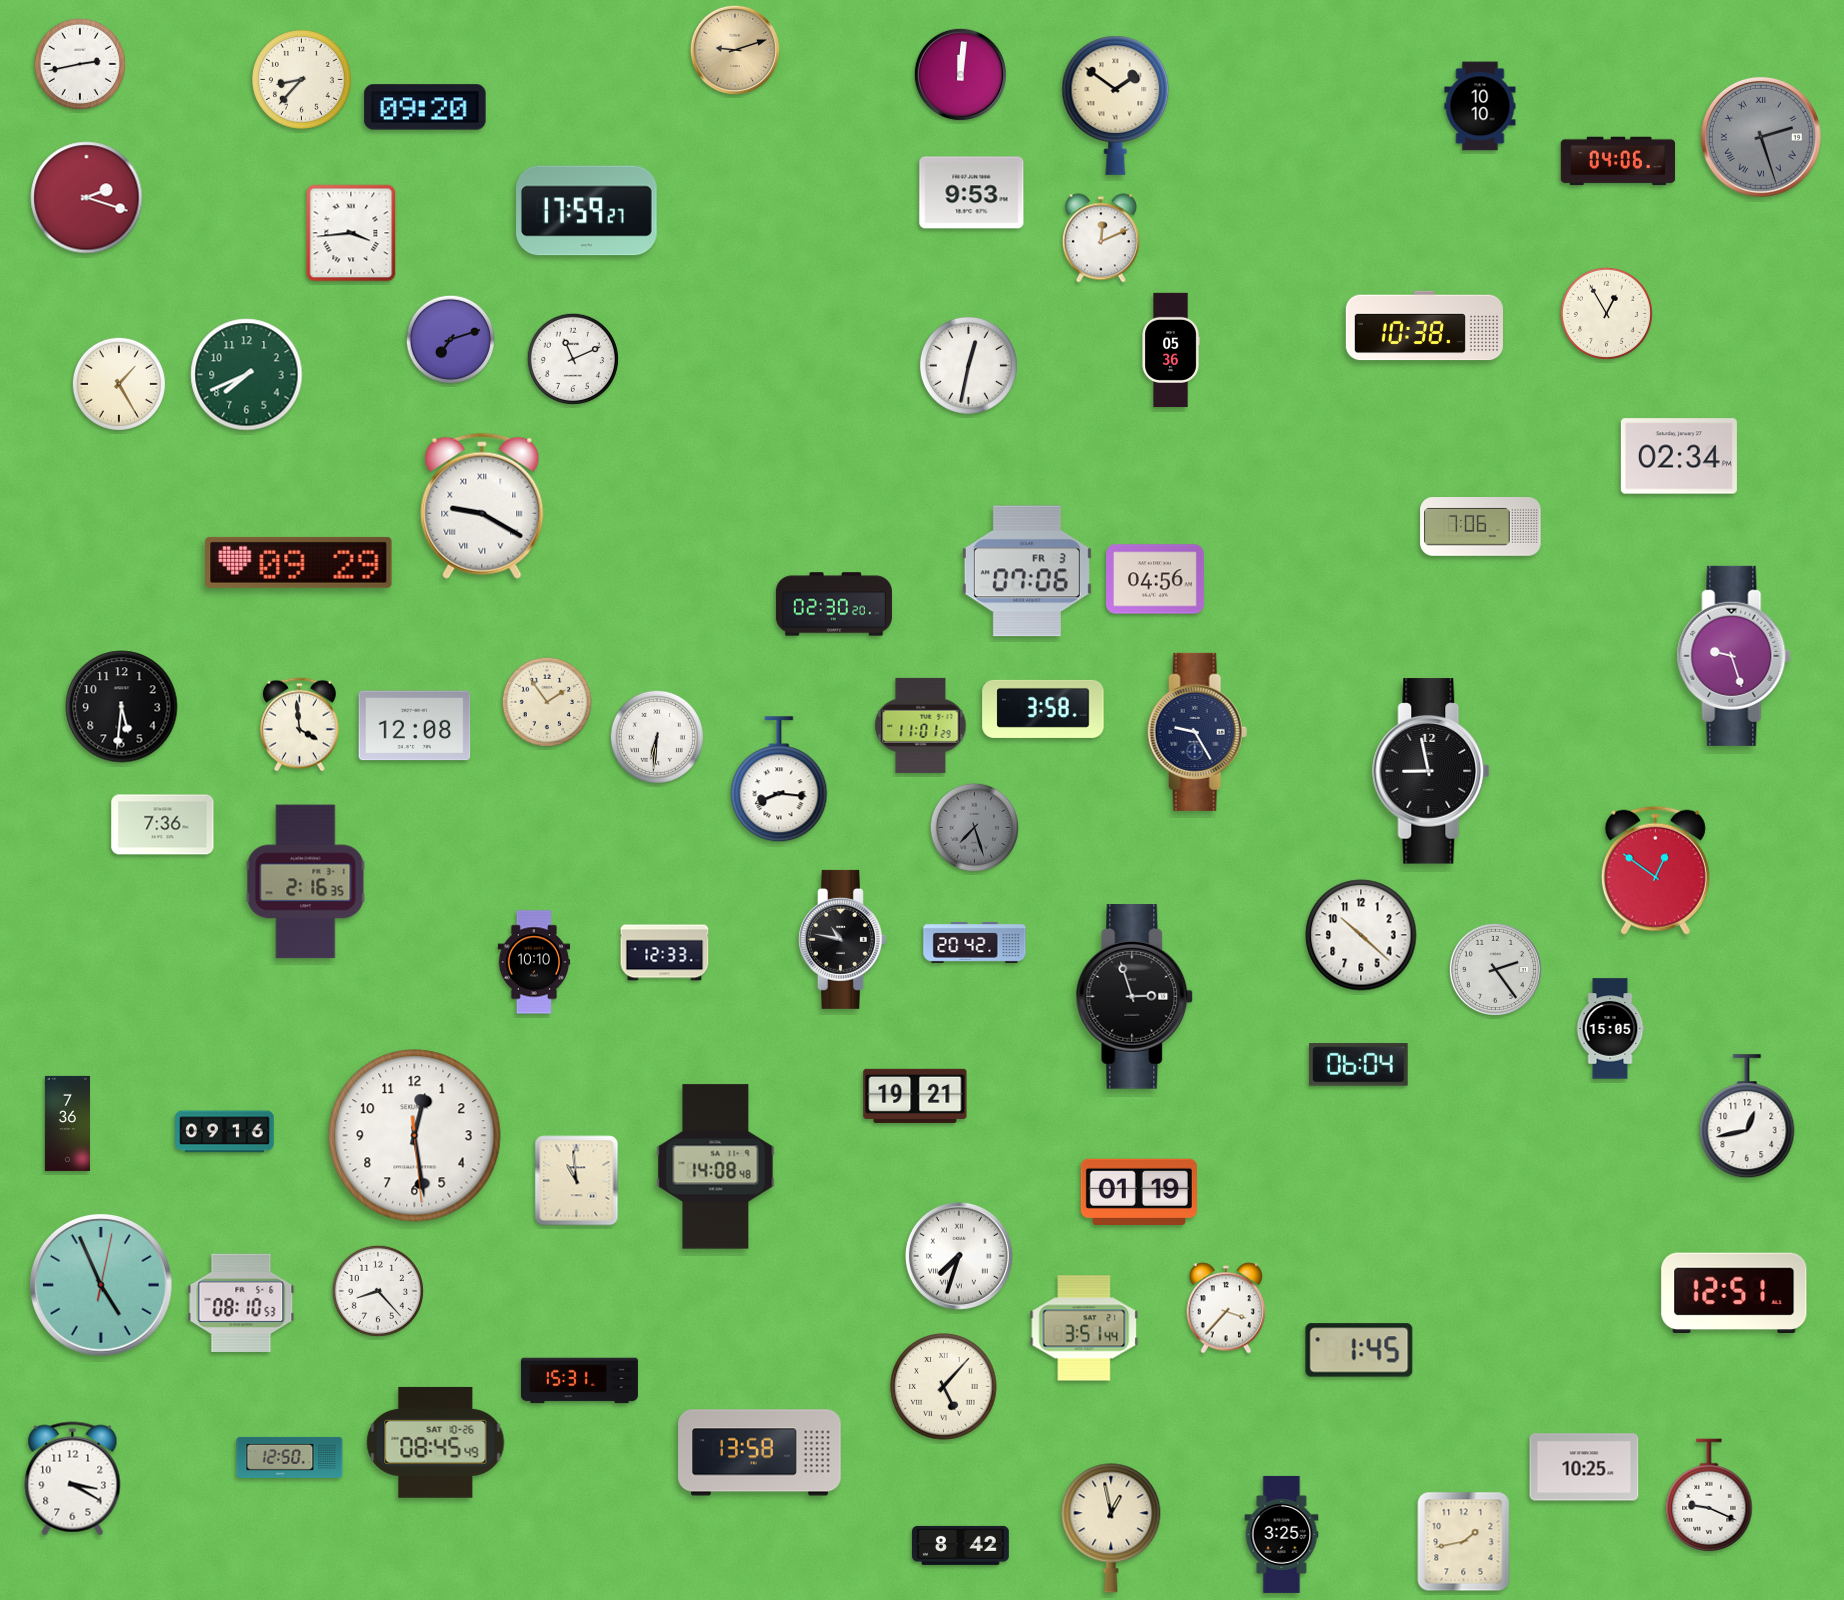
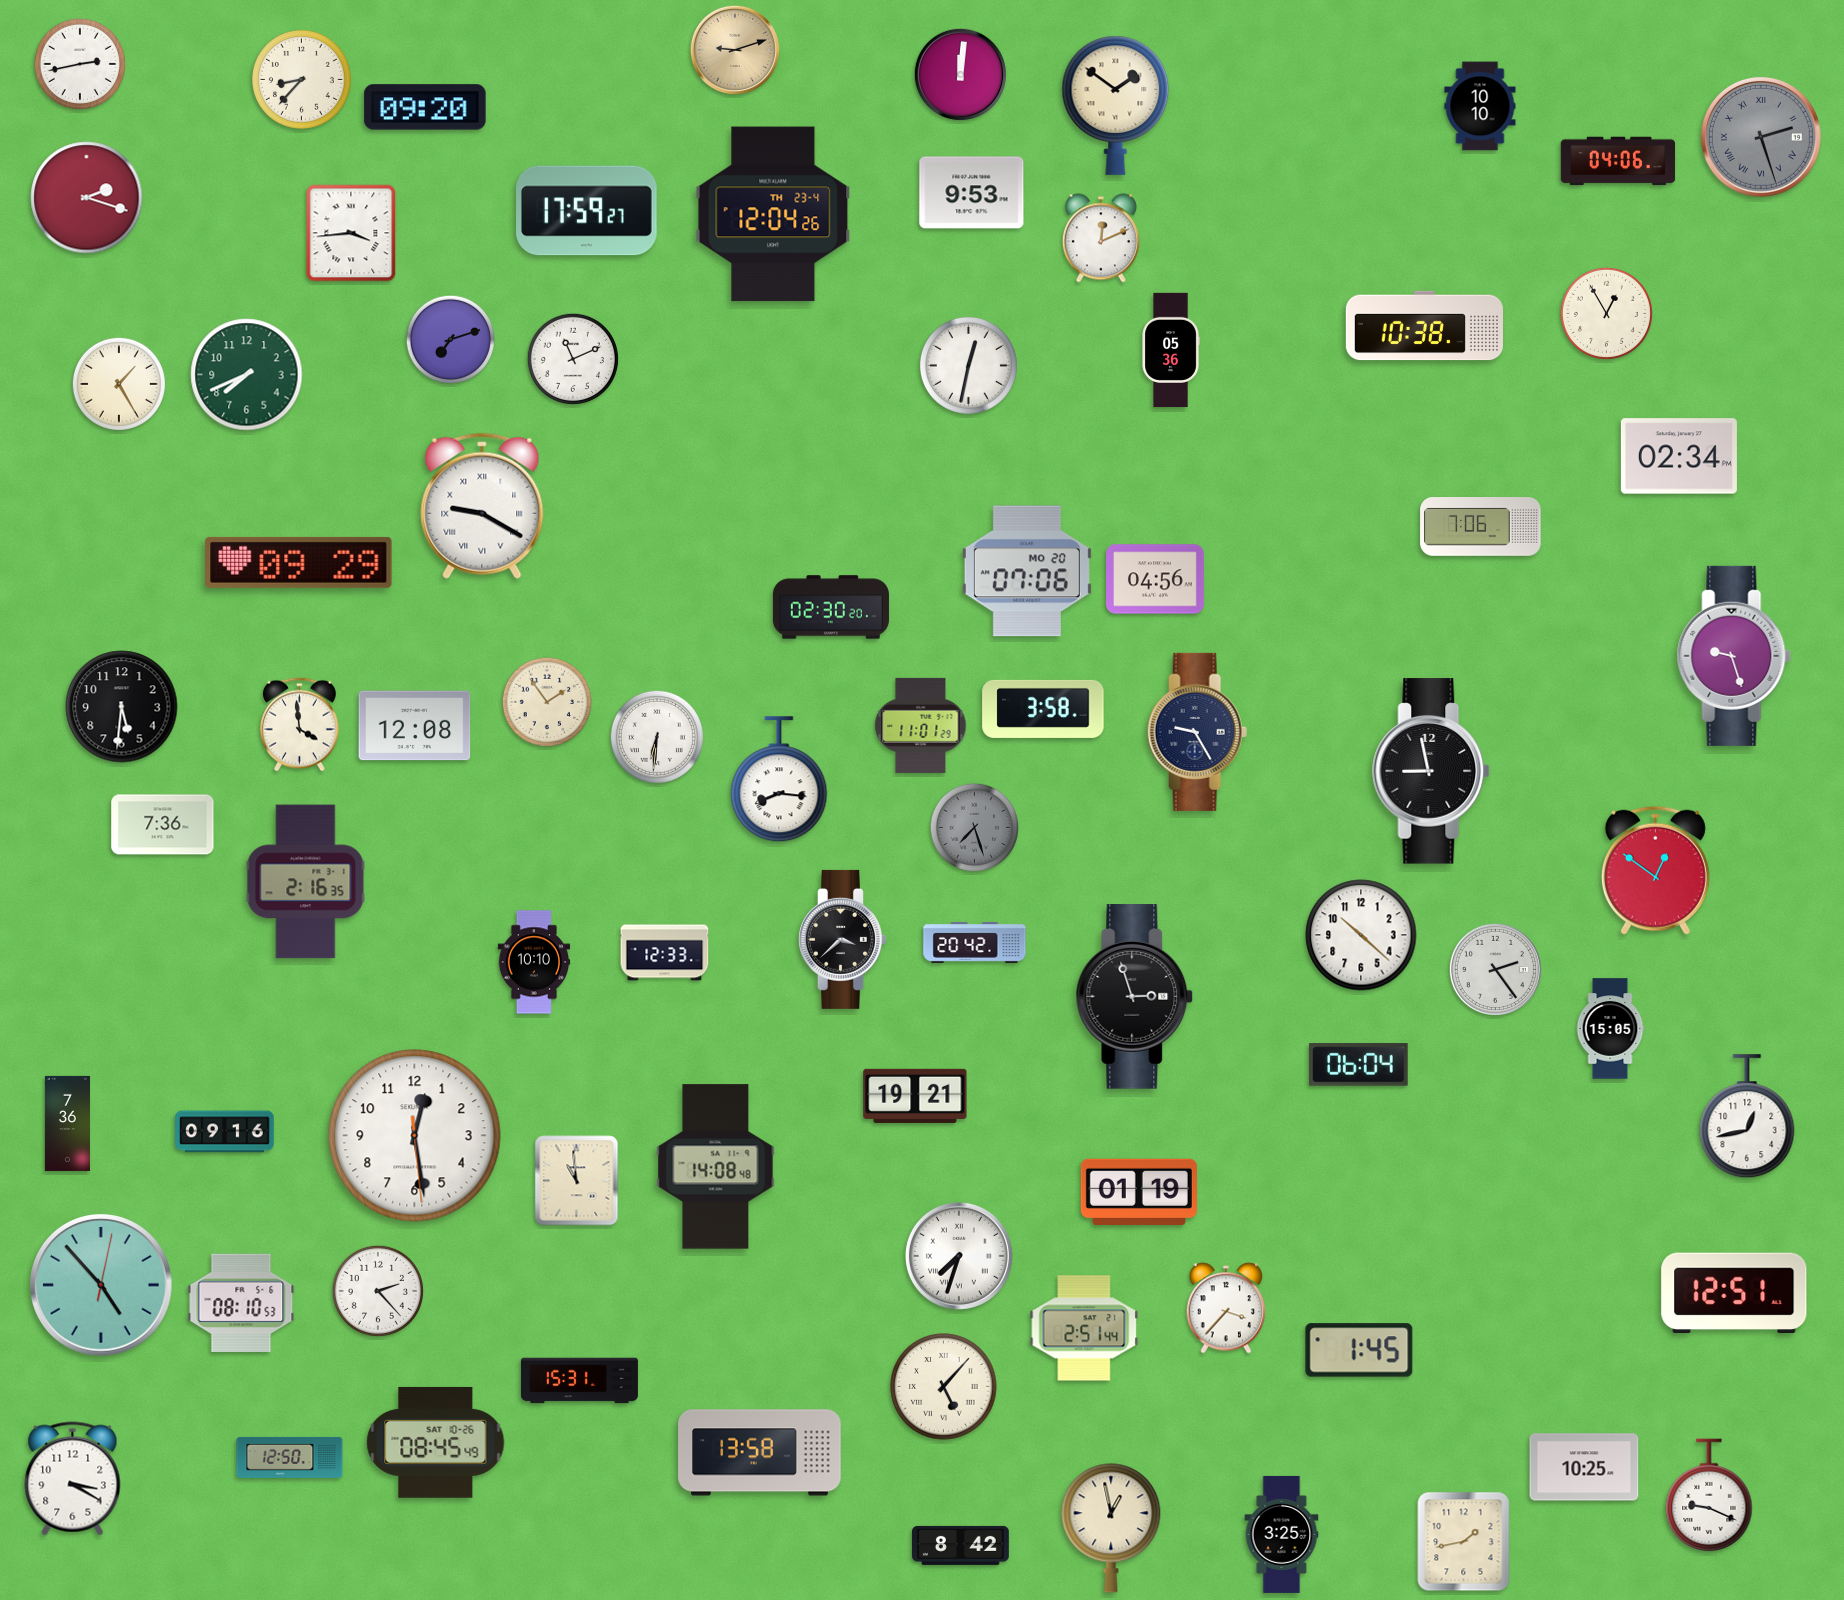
clock at (773, 214): none -> 12:04
clock at (1027, 571) date: FR 3 -> MO 20
clock at (834, 604) position: (834, 604) -> (831, 607)
clock at (843, 939): 10:47 -> 3:38
clock at (102, 1286): 4:56 -> 4:53
clock at (378, 1291): 8:23 -> 2:23
clock at (1084, 1328): 3:51 -> 2:51
